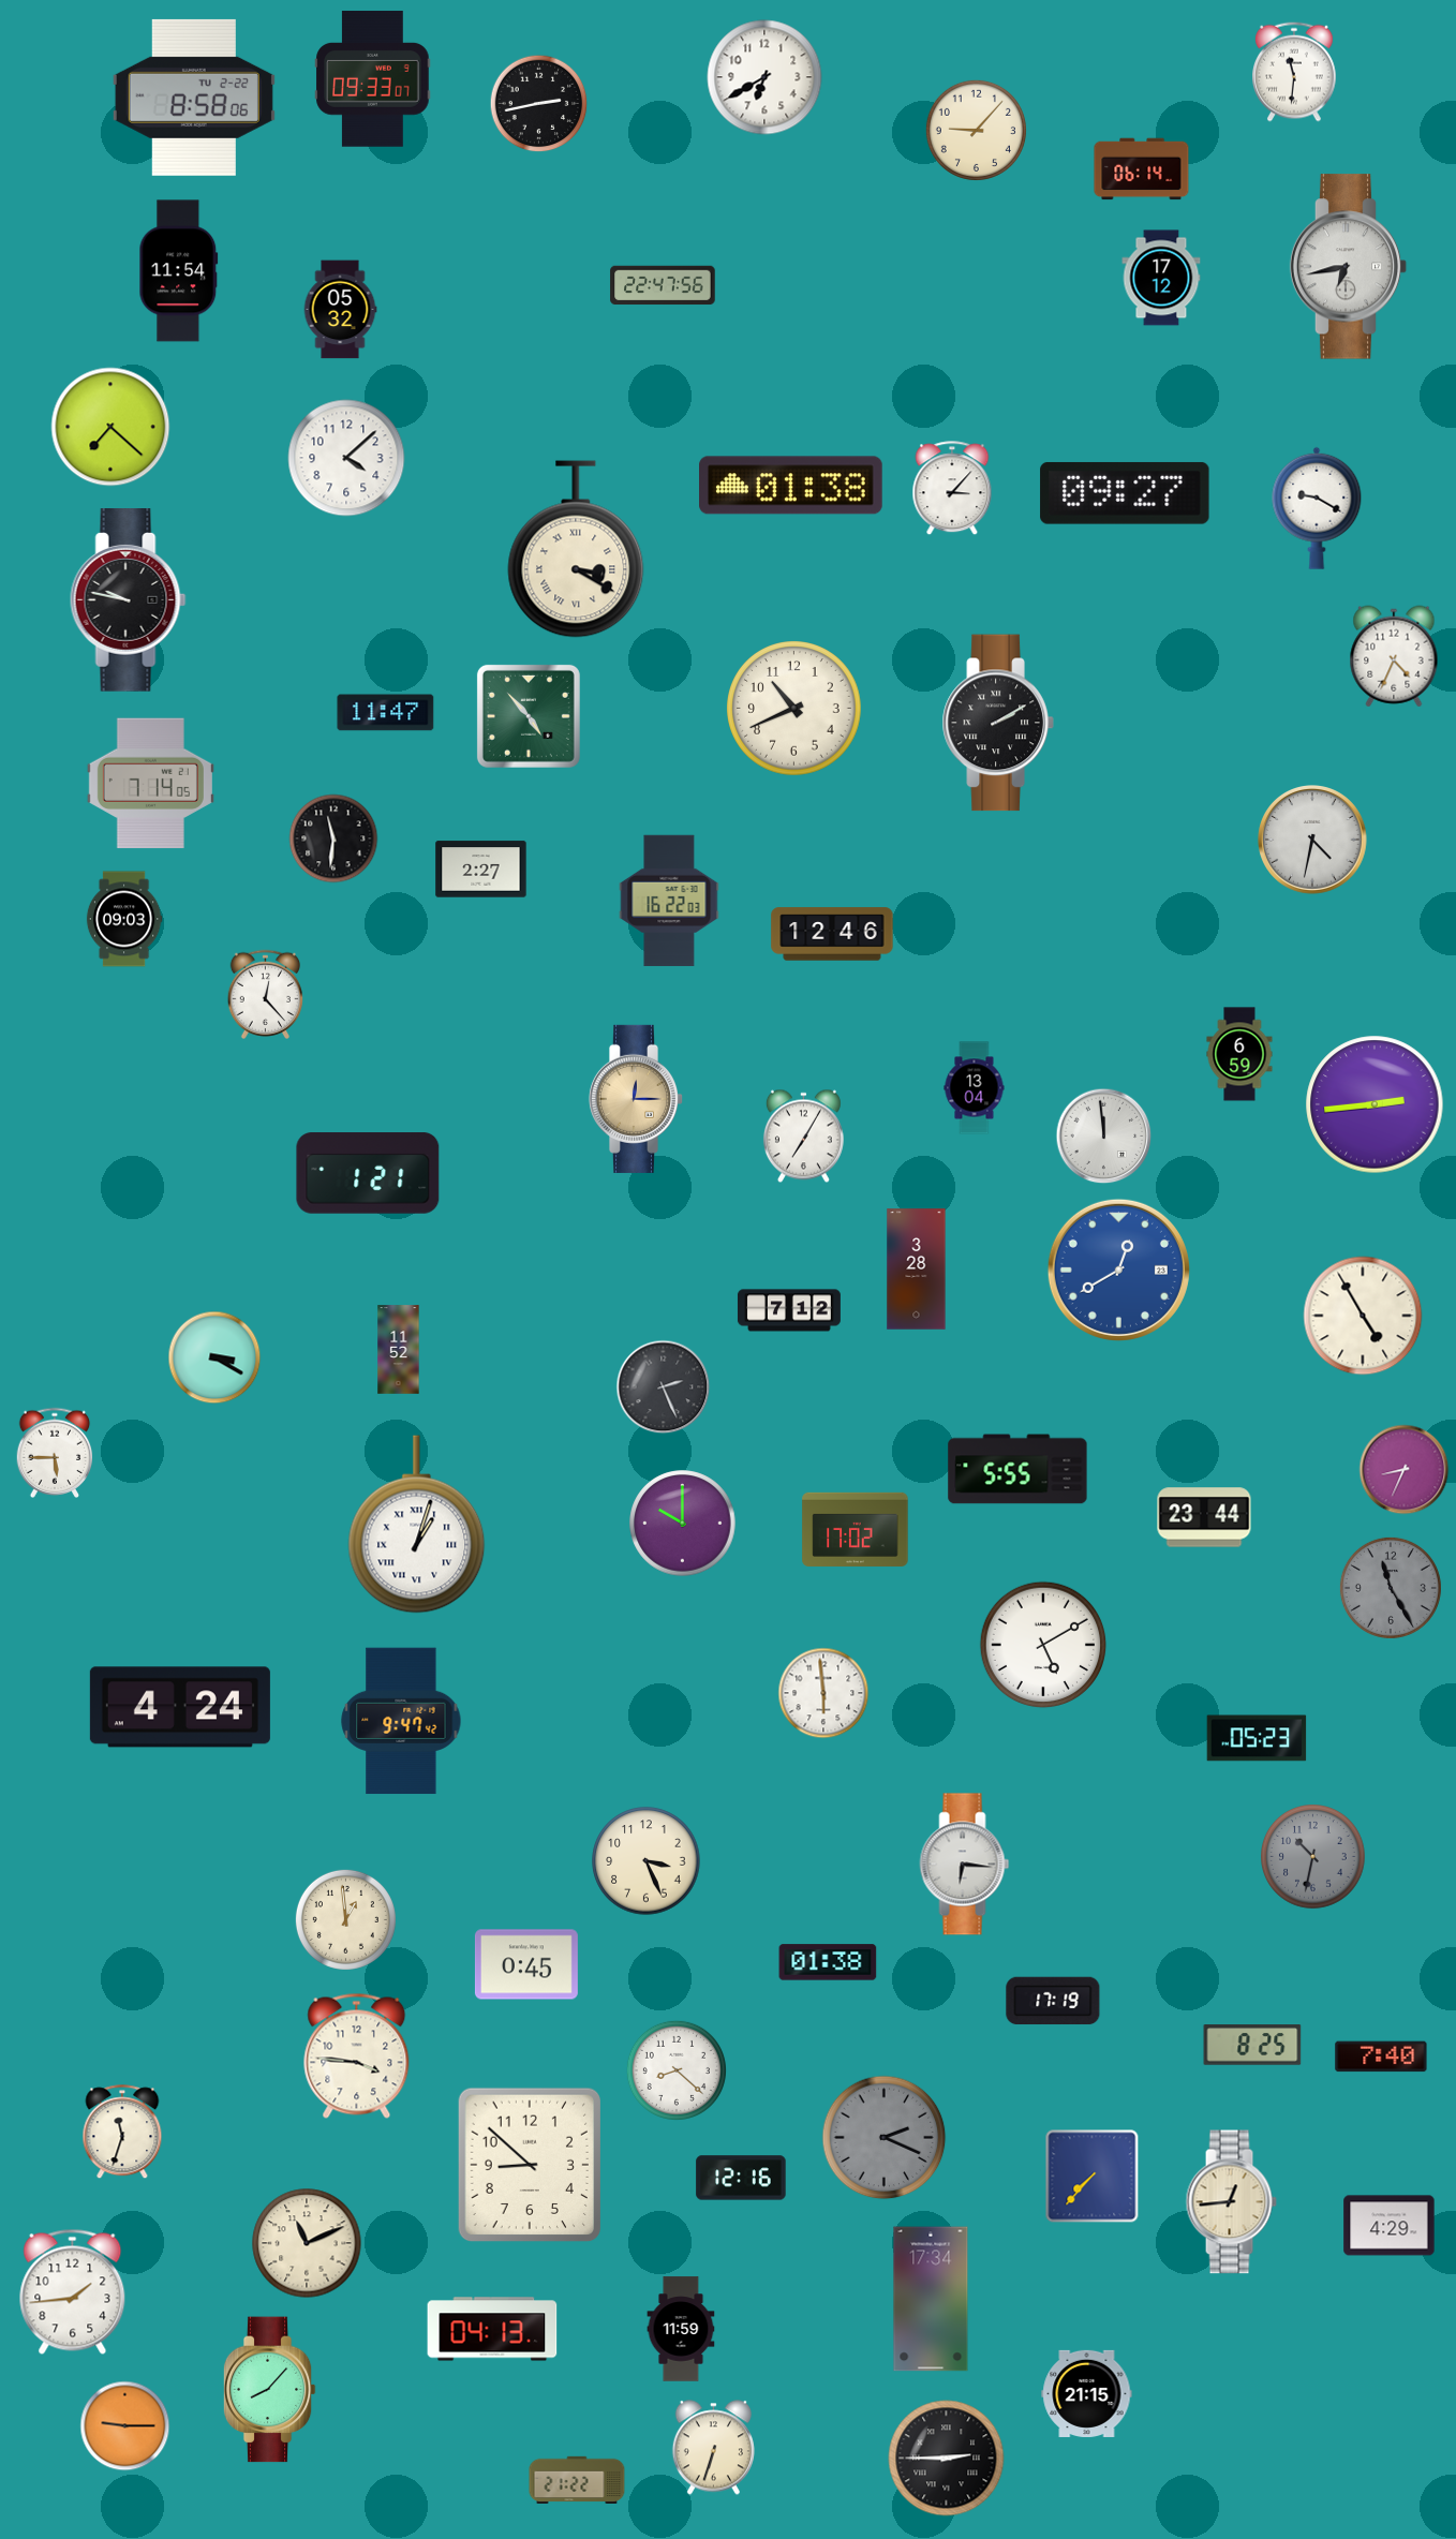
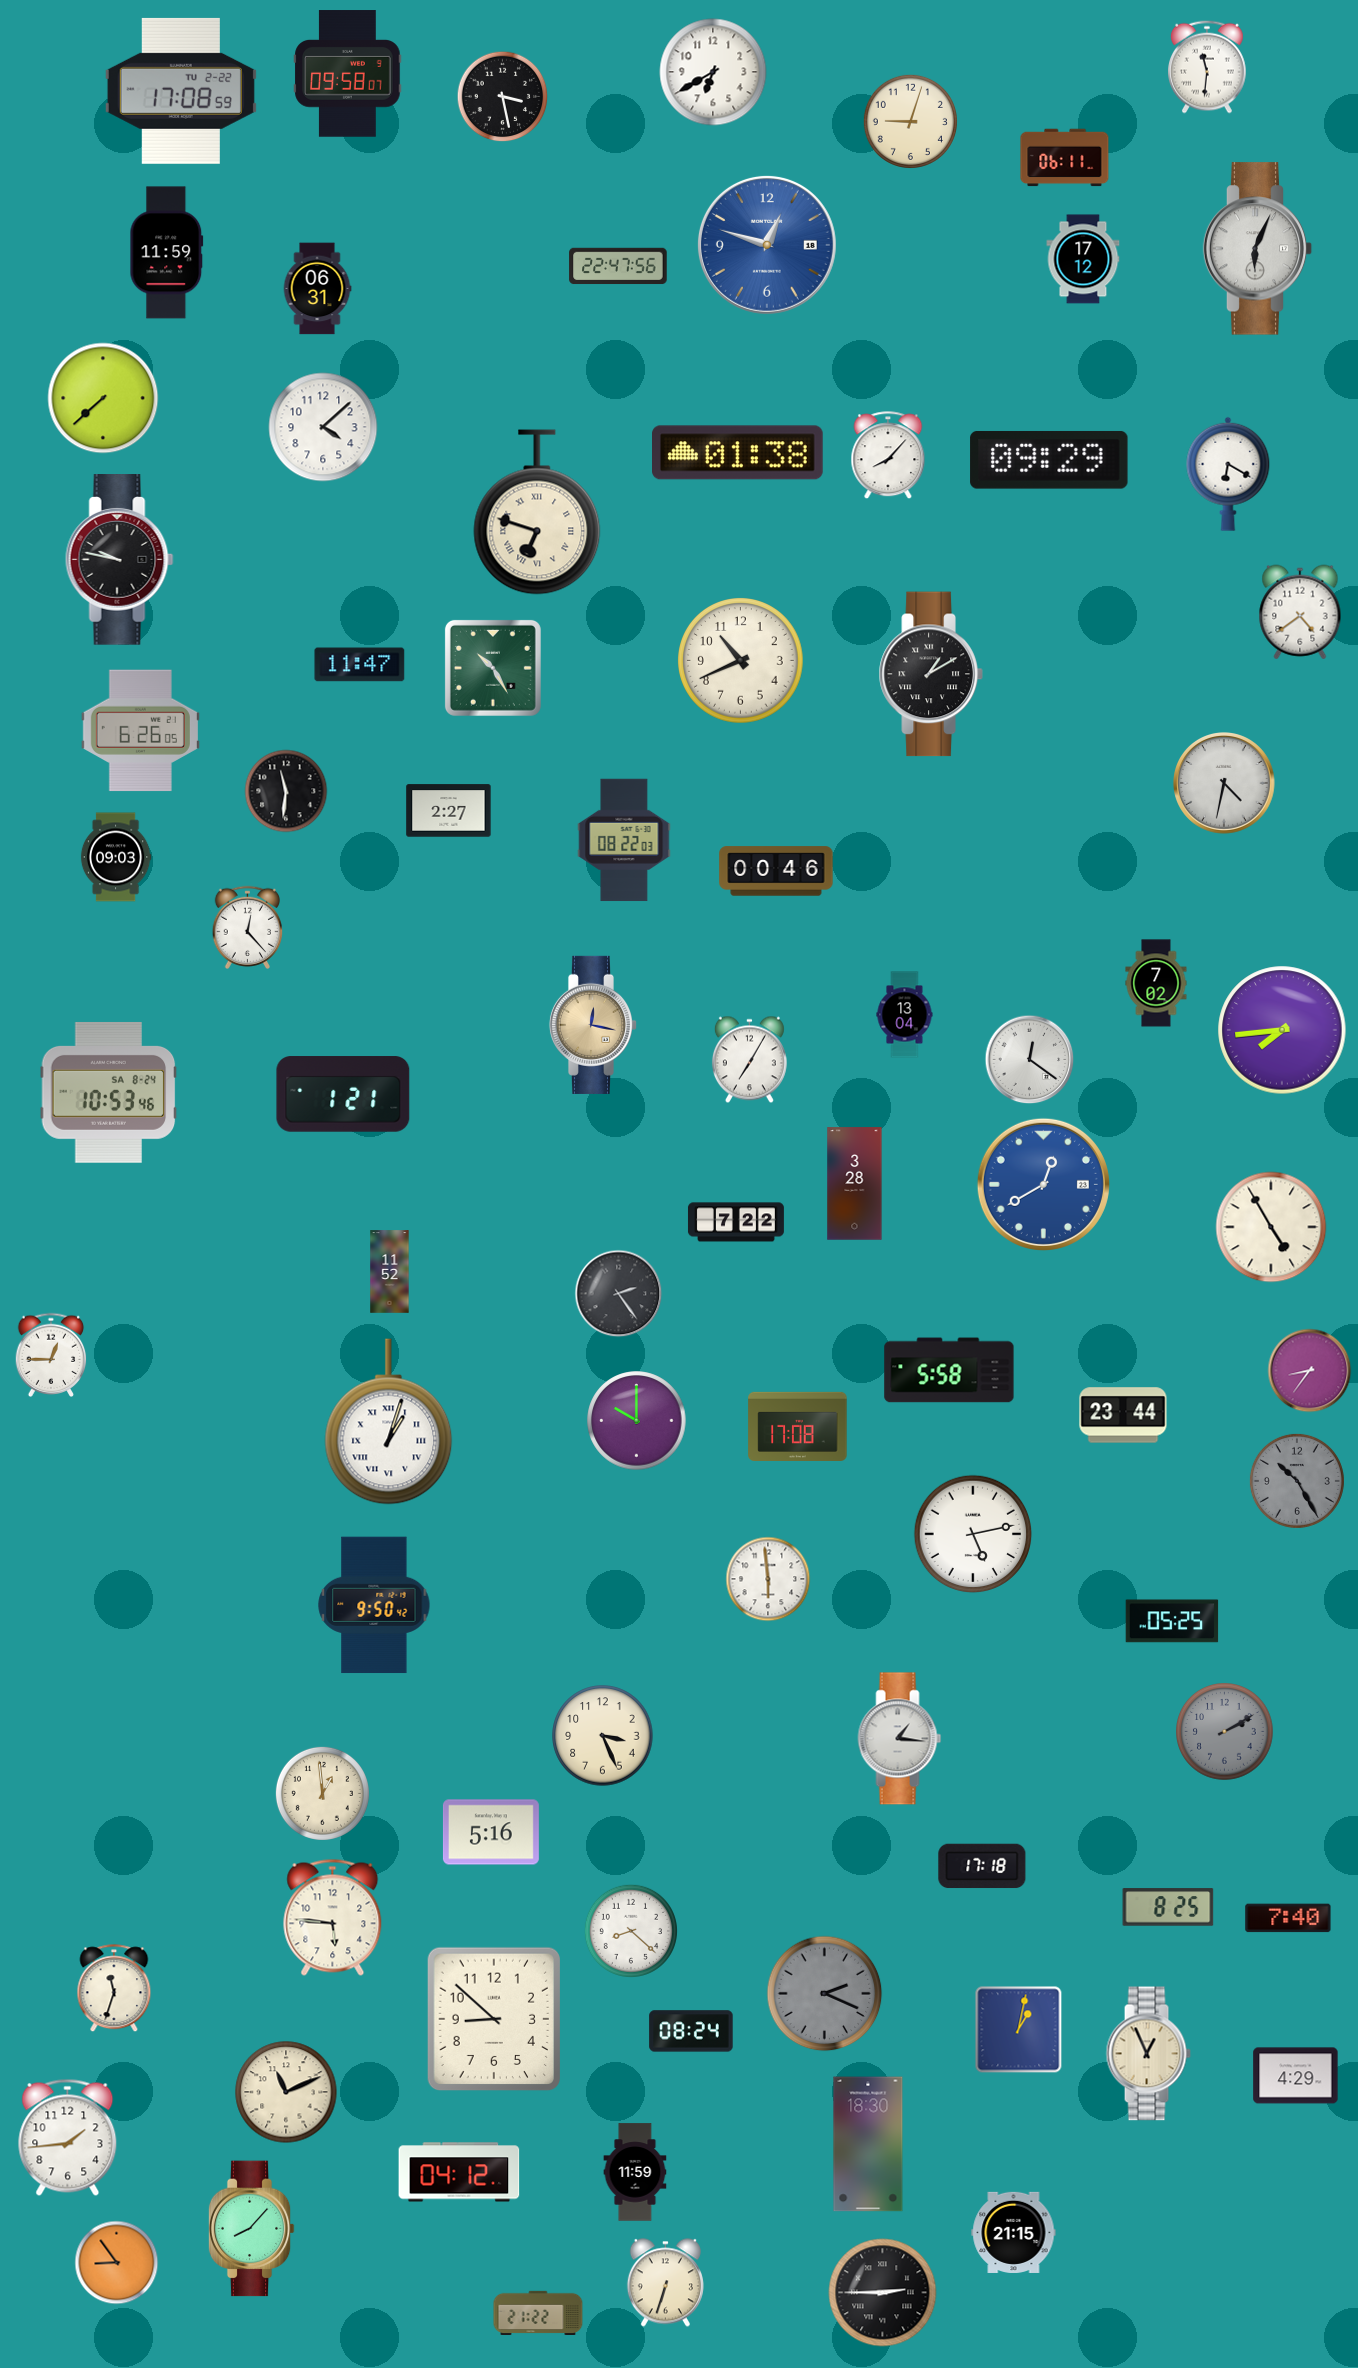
clock at (373, 79): 09:33 -> 09:58
clock at (194, 98): 8:58 -> 17:08
clock at (539, 104): 2:43 -> 3:28
clock at (976, 130): 9:07 -> 9:03
clock at (1142, 169): 06:14 -> 06:11
clock at (767, 245): none -> 12:48
clock at (1349, 267): 6:43 -> 6:04
clock at (179, 271): 11:54 -> 11:59
clock at (340, 310): 05:32 -> 06:31
clock at (110, 427): 7:22 -> 7:38
clock at (952, 489): 3:07 -> 8:07
clock at (1125, 493): 09:27 -> 09:29
clock at (1317, 508): 9:20 -> 6:20
clock at (576, 549): 3:20 -> 6:48
clock at (1394, 656): 4:34 -> 4:39
clock at (529, 716): 4:53 -> 10:25
clock at (998, 723): 2:10 -> 1:10
clock at (150, 784): 7:14 -> 6:26
clock at (333, 838) position: (333, 838) -> (286, 791)
clock at (669, 901): 16:22 -> 08:22
clock at (832, 934): 12:46 -> 00:46
clock at (1239, 1054): 6:59 -> 7:02
clock at (975, 1088) position: (975, 1088) -> (905, 1015)
clock at (636, 1099): 12:15 -> 12:17
clock at (1375, 1104): 2:44 -> 7:44
clock at (1104, 1137): 11:59 -> 12:21
clock at (109, 1092): none -> 10:53
clock at (789, 1310): 7:12 -> 7:22
clock at (399, 1350) position: (399, 1350) -> (390, 1272)
clock at (214, 1357): 3:20 -> none
clock at (664, 1387): 2:26 -> 2:24
clock at (55, 1452): 5:45 -> 12:45
clock at (1017, 1469): 5:55 -> 5:58
clock at (1405, 1470): 8:34 -> 8:36
clock at (856, 1529): 17:02 -> 17:08
clock at (1391, 1588): 11:25 -> 10:25
clock at (1043, 1645): 5:10 -> 5:13
clock at (180, 1707): 4:24 -> none
clock at (401, 1721): 9:47 -> 9:50
clock at (1257, 1738): 05:23 -> 05:25
clock at (1313, 1857): 10:32 -> 2:10
clock at (965, 1865): 6:16 -> 1:16
clock at (345, 1919) position: (345, 1919) -> (322, 1793)
clock at (828, 1962): 01:38 -> none
clock at (526, 1964): 0:45 -> 5:16
clock at (1053, 2001): 17:19 -> 17:18
clock at (357, 2055): 3:46 -> 5:46
clock at (1093, 2177): 7:37 -> 1:02
clock at (741, 2178): 12:16 -> 08:24
clock at (1231, 2202): 12:44 -> 12:56
clock at (931, 2299): 17:34 -> 18:30
clock at (492, 2329): 04:13 -> 04:12
clock at (125, 2426): 9:15 -> 8:54
